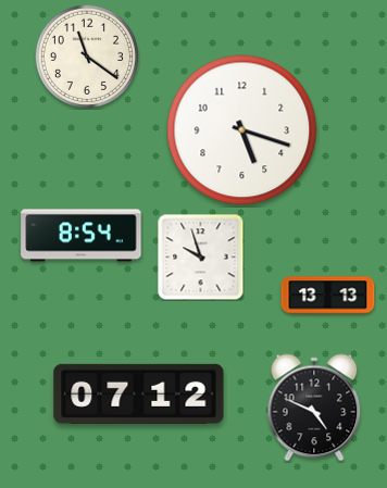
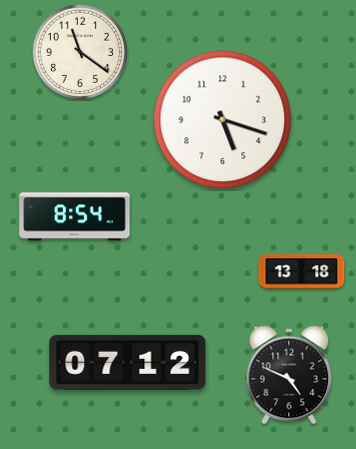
clock at (201, 258): 9:57 -> none
clock at (328, 296): 13:13 -> 13:18
